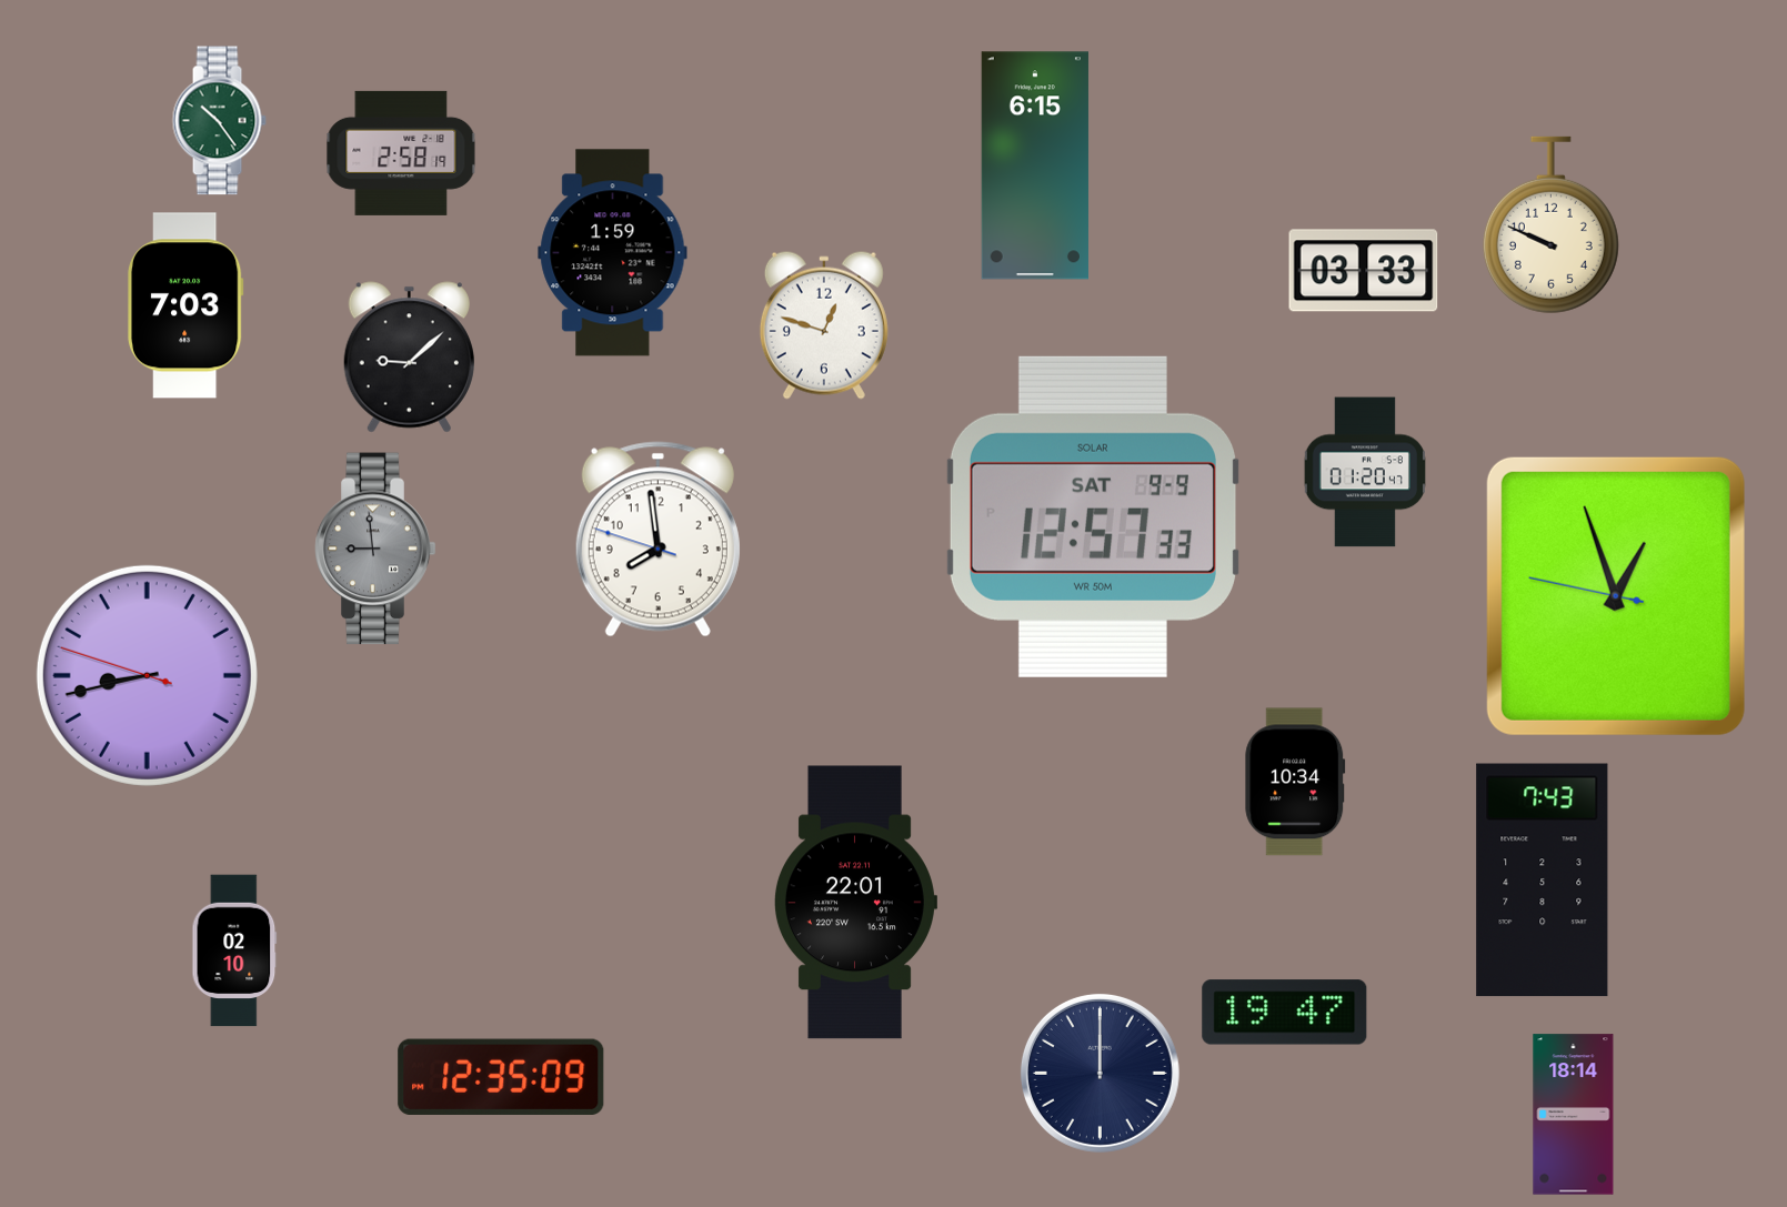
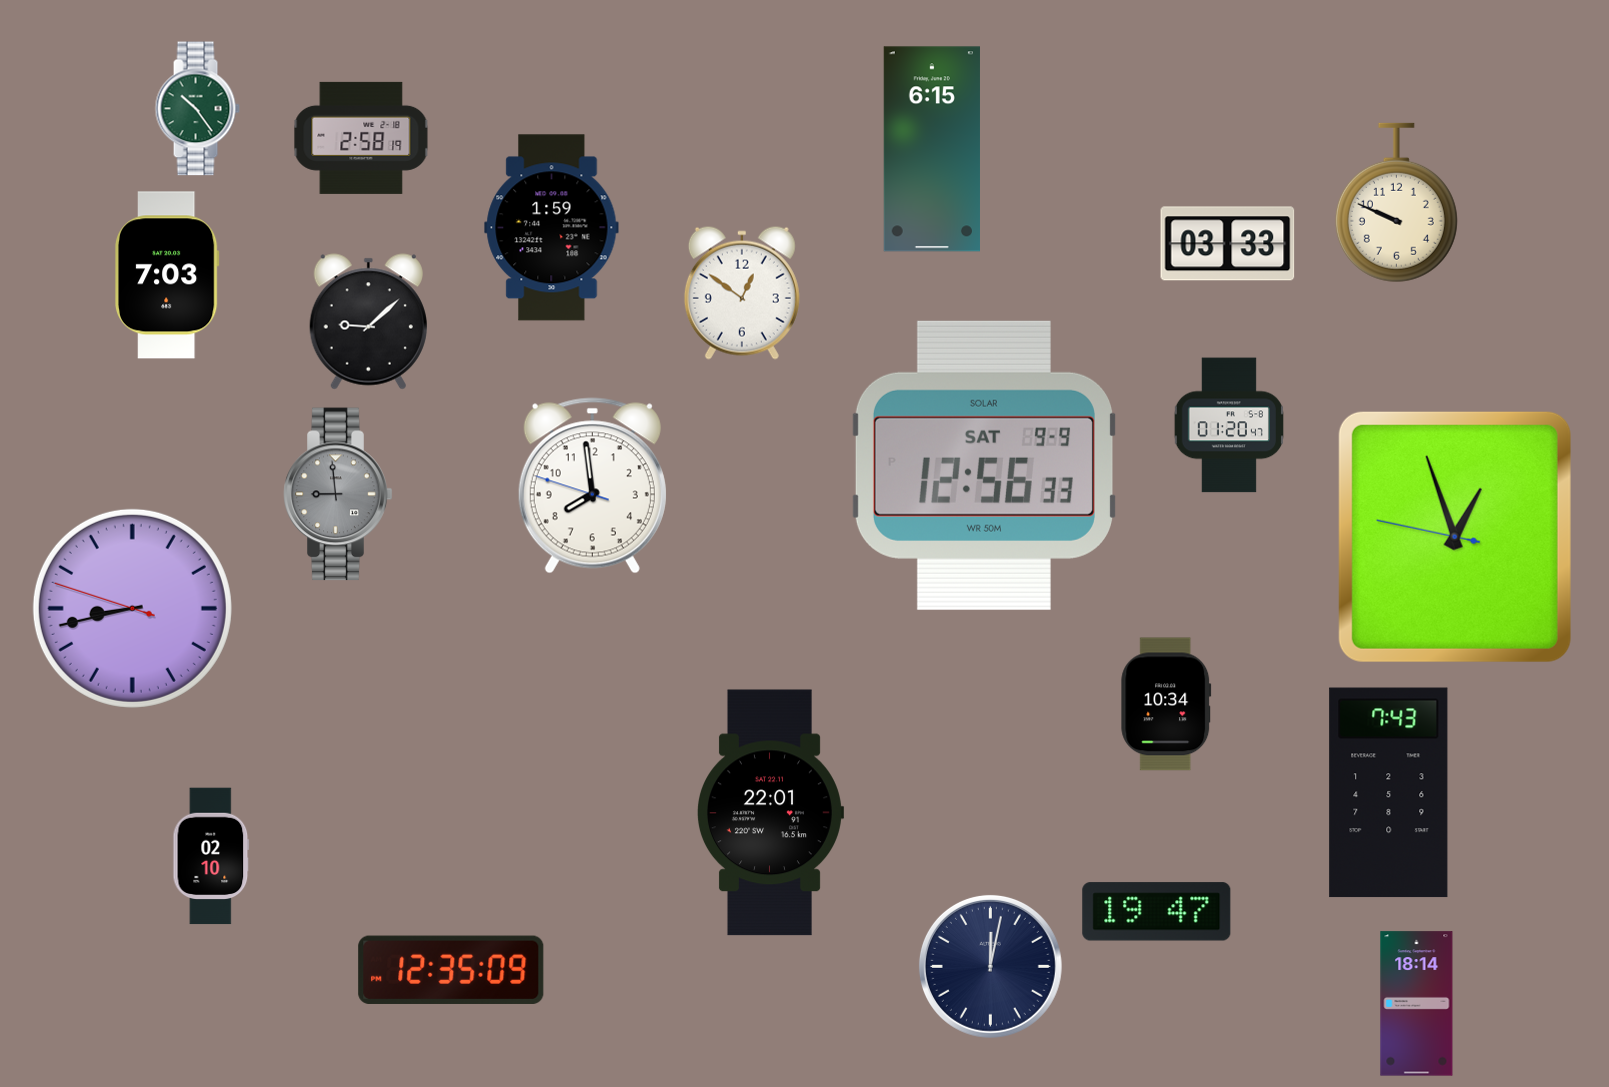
clock at (824, 325): 12:48 -> 12:51
clock at (1093, 516): 12:57 -> 12:56
clock at (1100, 1073): 12:00 -> 12:02
